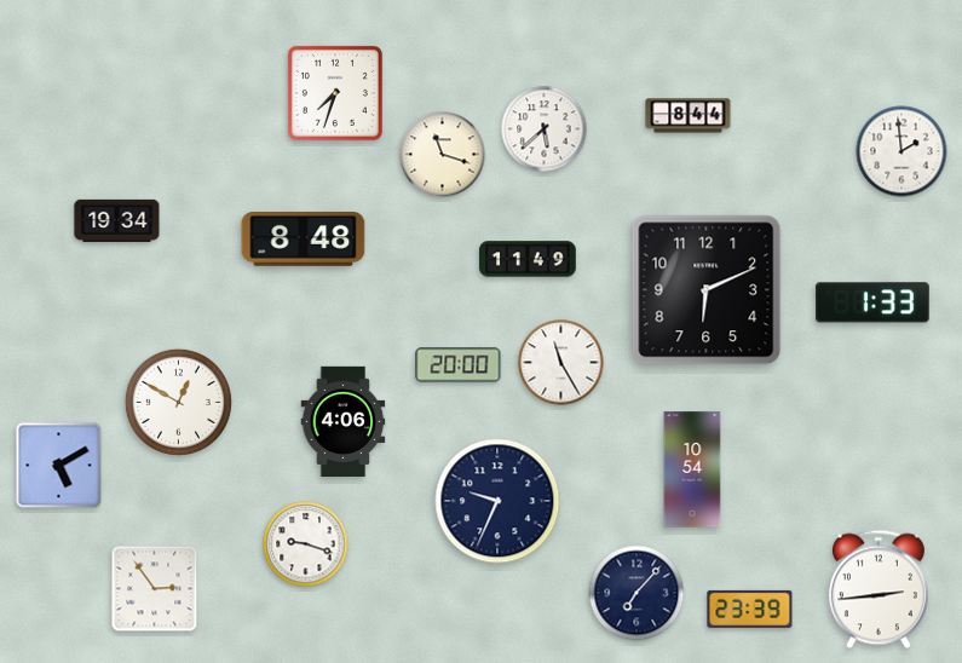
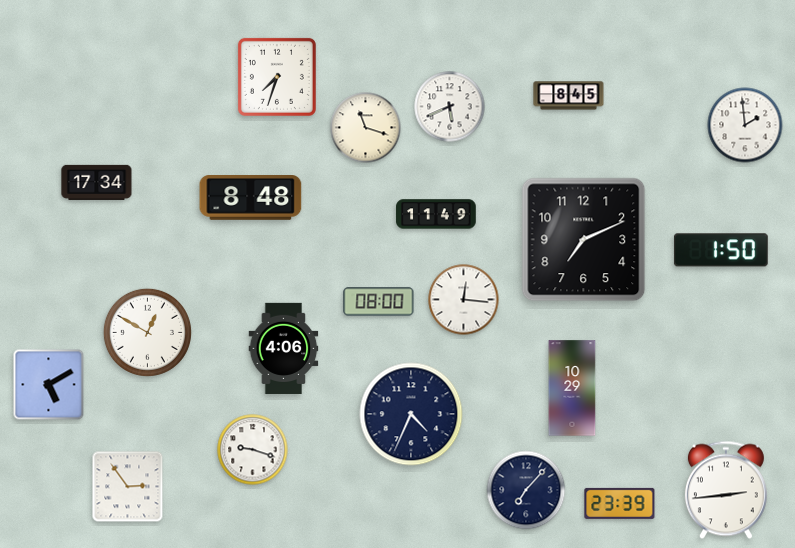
clock at (689, 116): 8:44 -> 8:45
clock at (545, 129): 5:38 -> 5:41
clock at (117, 220): 19:34 -> 17:34
clock at (707, 290): 6:11 -> 7:11
clock at (872, 302): 1:33 -> 1:50
clock at (561, 363): 11:25 -> 12:16
clock at (459, 365): 20:00 -> 08:00
clock at (692, 469): 10:54 -> 10:29
clock at (497, 501): 9:34 -> 4:34
clock at (879, 589) position: (879, 589) -> (726, 490)
